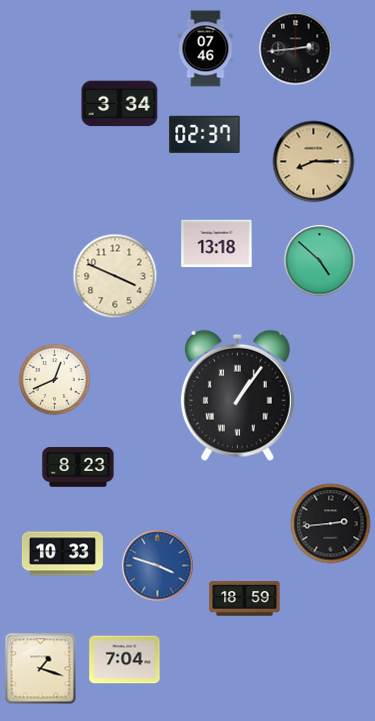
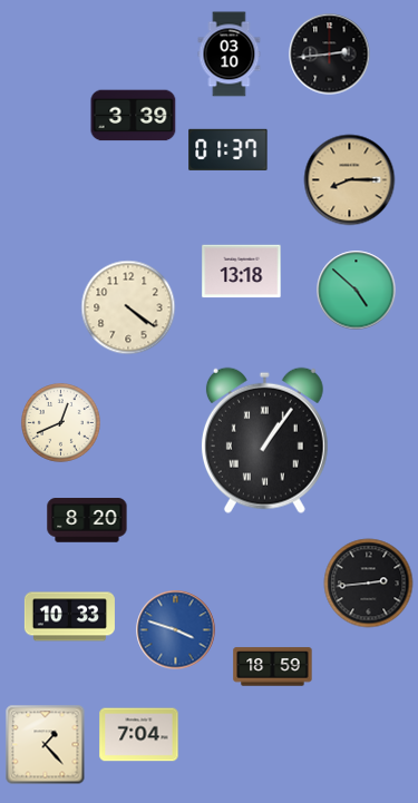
clock at (206, 49): 07:46 -> 03:10
clock at (120, 104): 3:34 -> 3:39
clock at (205, 134): 02:37 -> 01:37
clock at (115, 276): 3:49 -> 4:21
clock at (78, 467): 8:23 -> 8:20
clock at (41, 669): 1:18 -> 1:23
